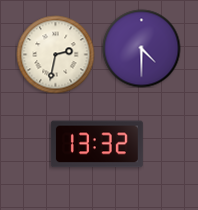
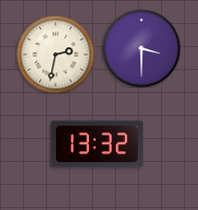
clock at (141, 48): 4:30 -> 3:30
